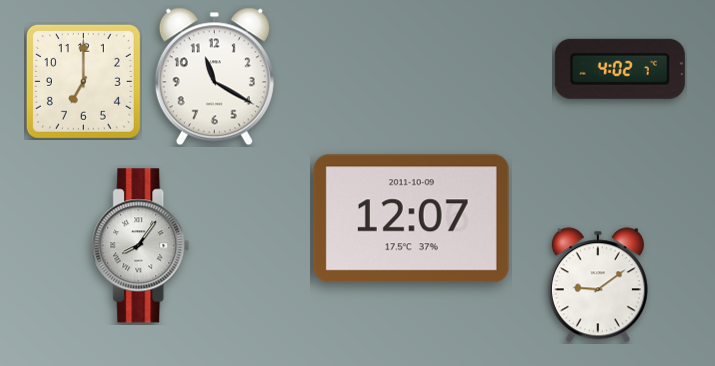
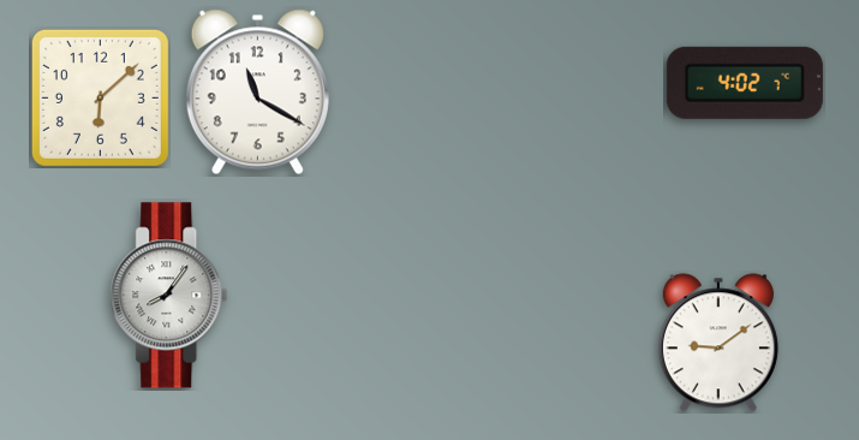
clock at (83, 81): 7:00 -> 6:08
clock at (411, 219): 12:07 -> none
